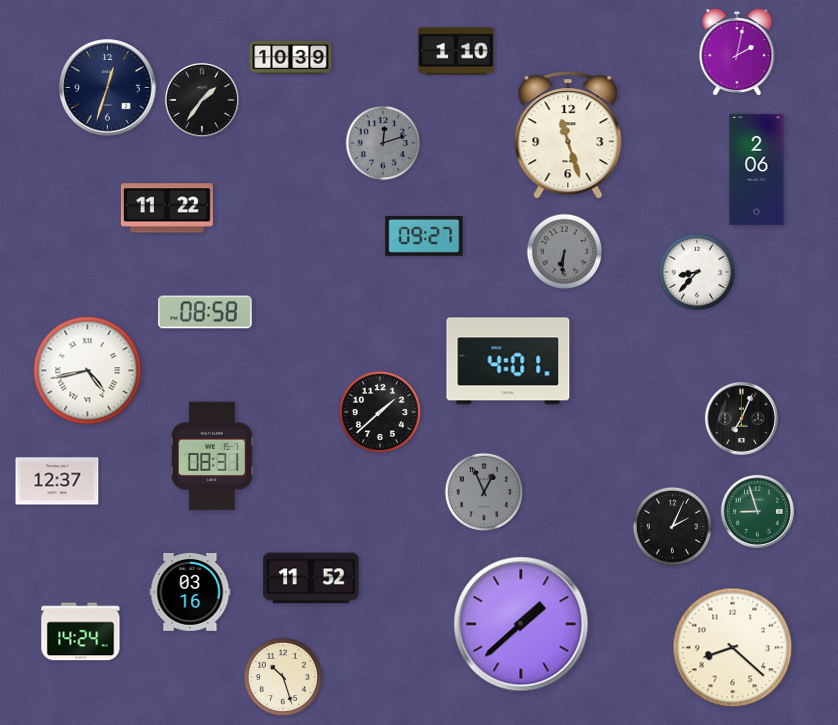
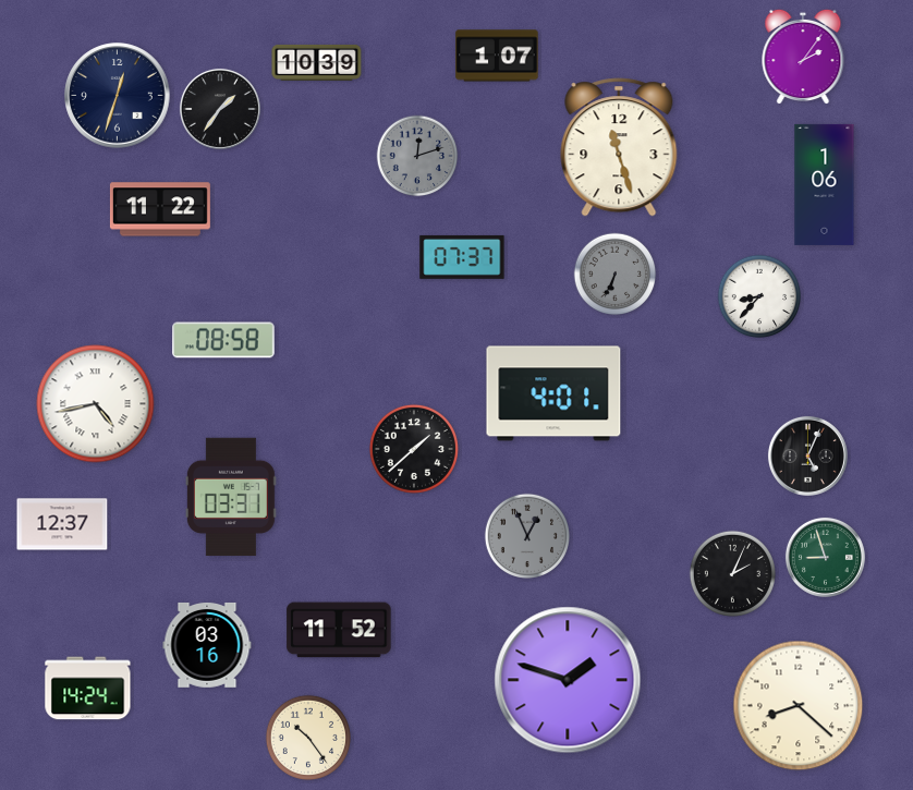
clock at (456, 51): 1:10 -> 1:07
clock at (737, 52): 2:02 -> 2:06
clock at (757, 169): 2:06 -> 1:06
clock at (167, 208) position: (167, 208) -> (160, 209)
clock at (424, 236): 09:27 -> 07:37
clock at (565, 252): 6:31 -> 6:34
clock at (741, 418): 7:04 -> 5:04
clock at (212, 456): 08:31 -> 03:31
clock at (521, 624): 1:38 -> 1:48
clock at (282, 676): 10:27 -> 10:24
